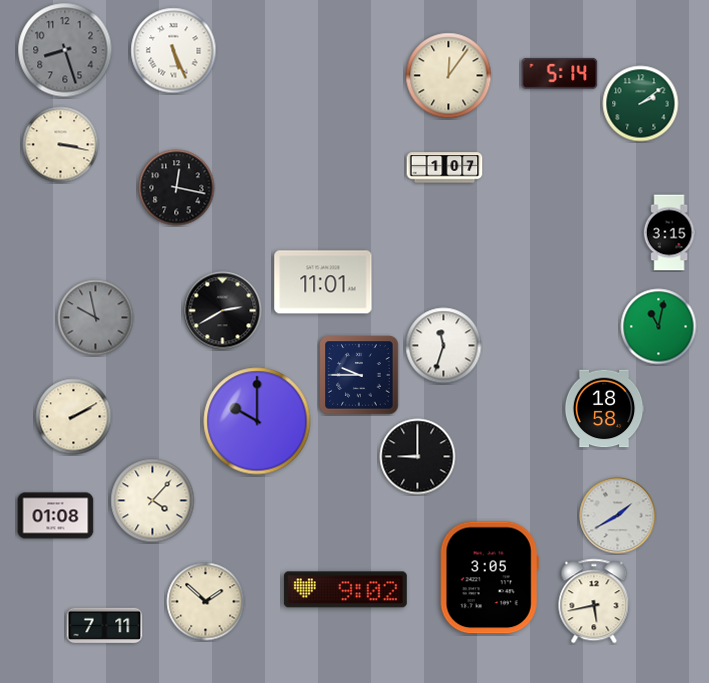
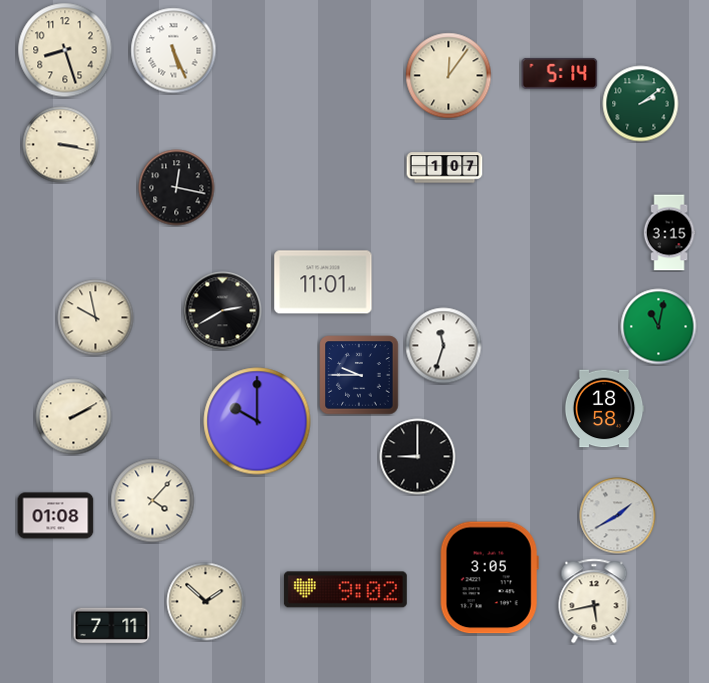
clock at (65, 50) dial: grey -> cream
clock at (96, 318) dial: grey -> cream
clock at (105, 626) position: (105, 626) -> (112, 626)
